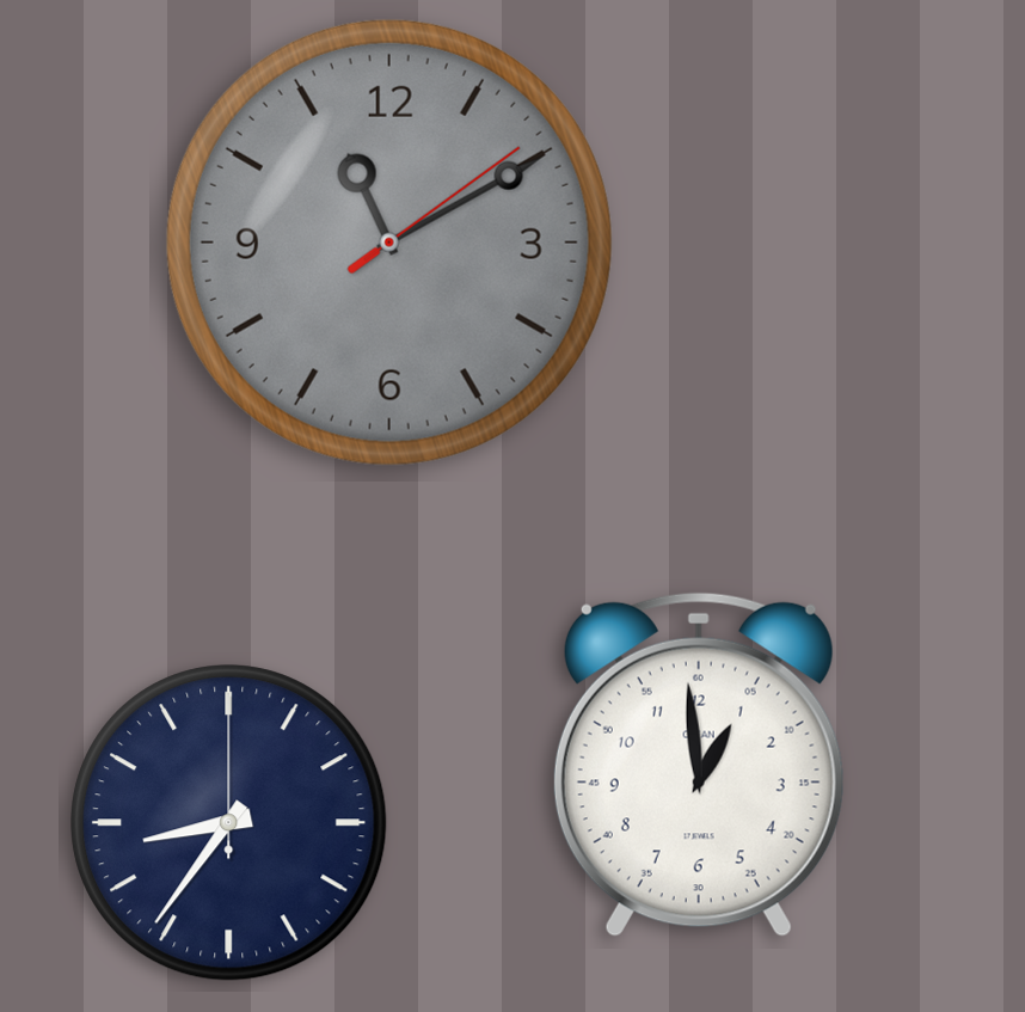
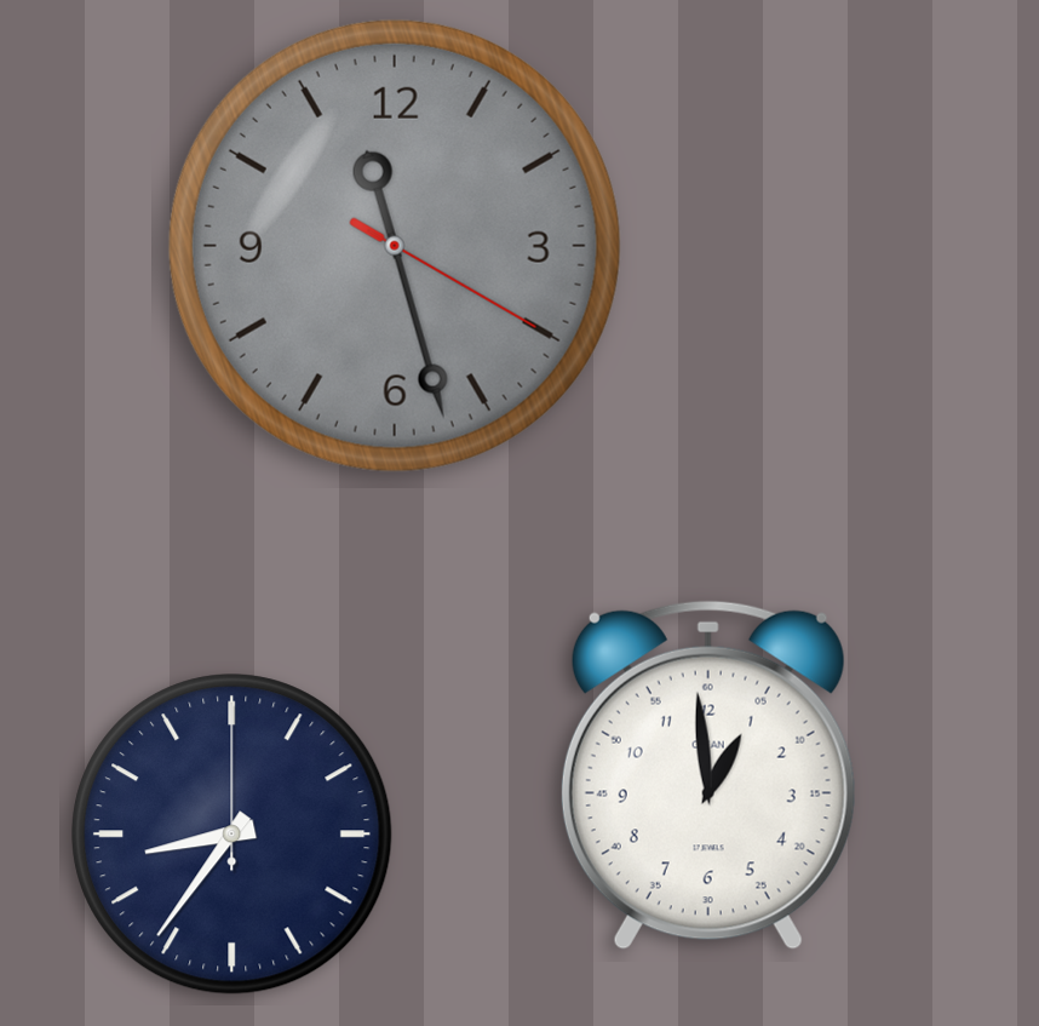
clock at (389, 243): 11:10 -> 11:27
